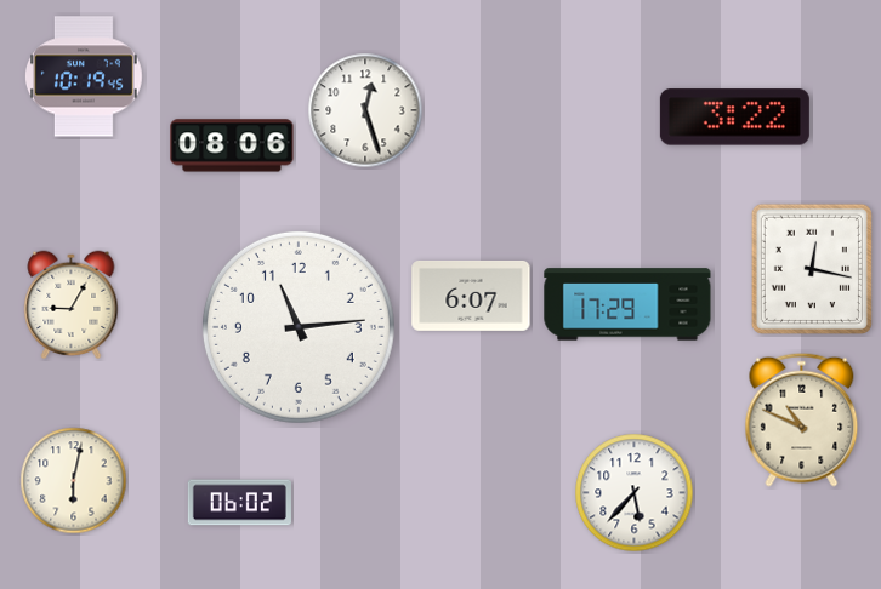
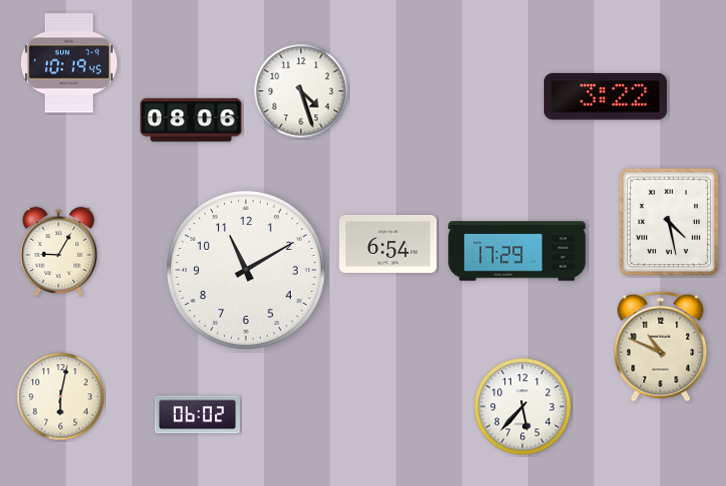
clock at (365, 110): 12:27 -> 4:27
clock at (812, 269): 12:17 -> 4:28
clock at (471, 296): 6:07 -> 6:54
clock at (299, 327): 11:14 -> 11:10
